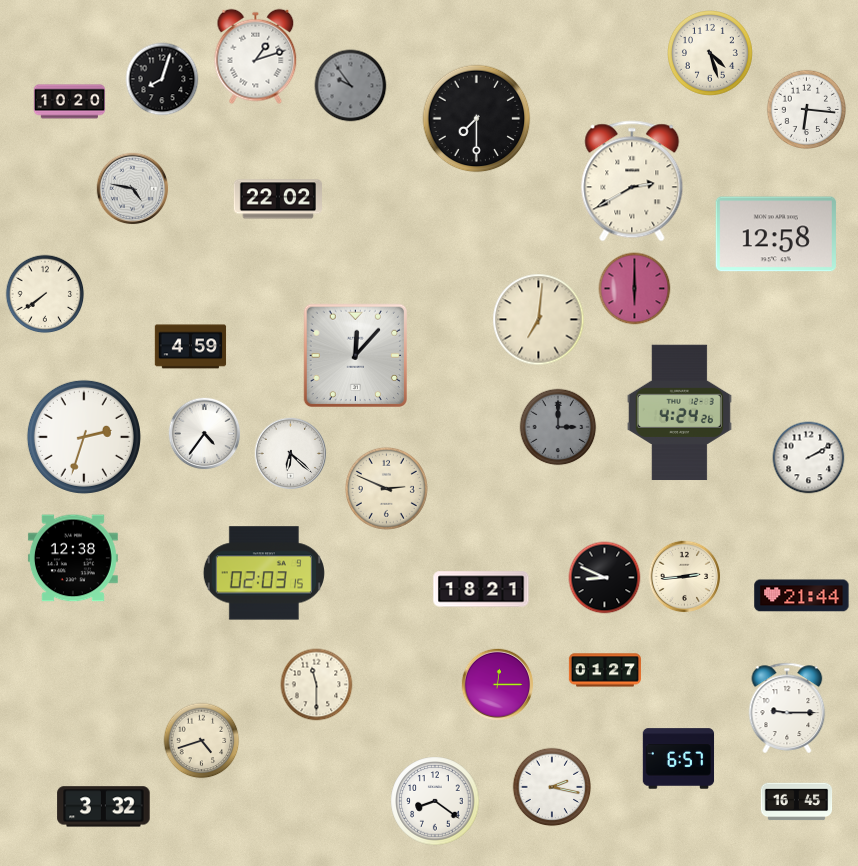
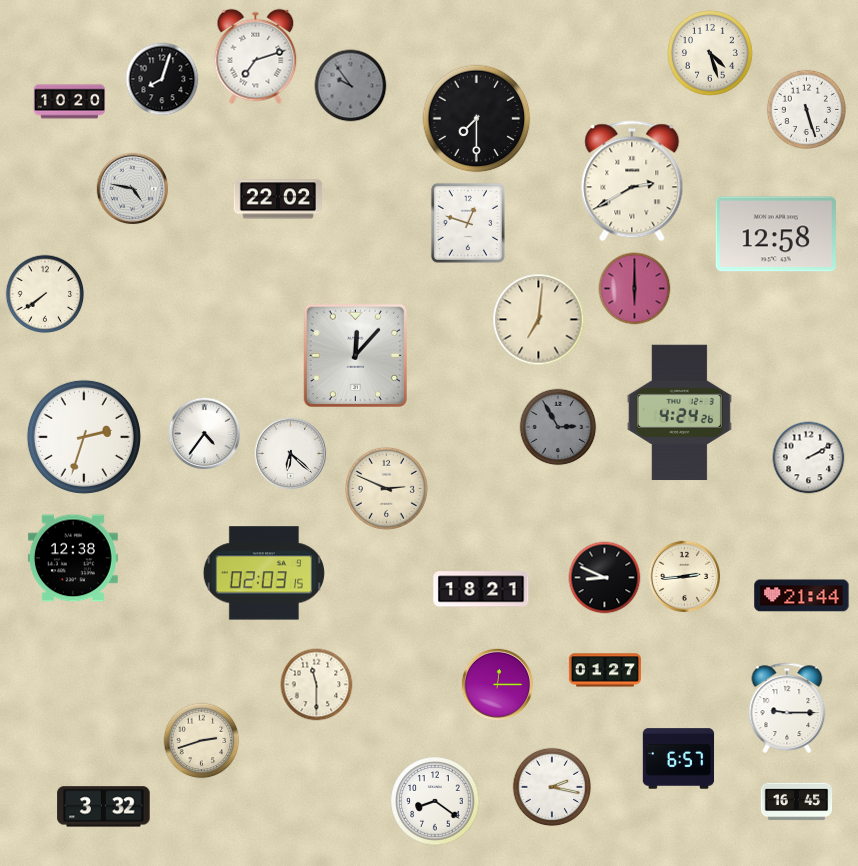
clock at (256, 57): 1:12 -> 7:12
clock at (807, 110): 6:16 -> 5:27
clock at (468, 223): none -> 12:48
clock at (191, 347): 4:59 -> none
clock at (558, 427): 3:00 -> 2:55
clock at (202, 741): 4:42 -> 2:42
